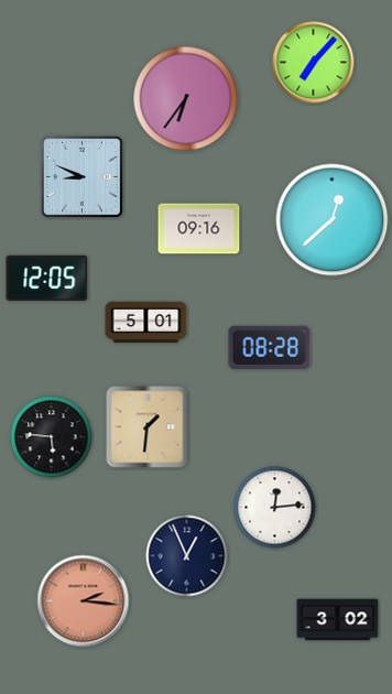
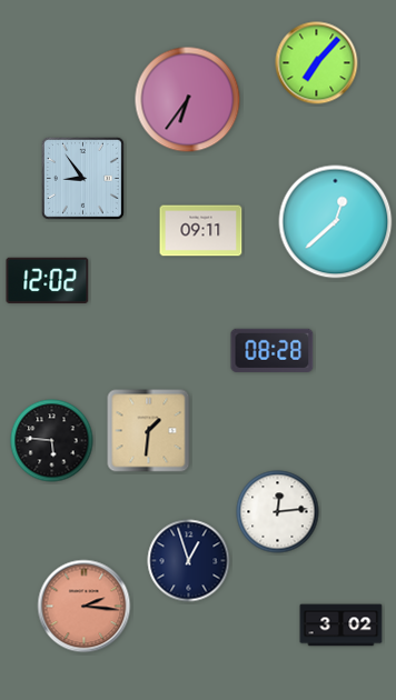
clock at (81, 176): 8:49 -> 8:54
clock at (199, 229): 09:16 -> 09:11
clock at (47, 278): 12:05 -> 12:02
clock at (146, 323): 5:01 -> none
clock at (187, 556): 12:56 -> 12:57
